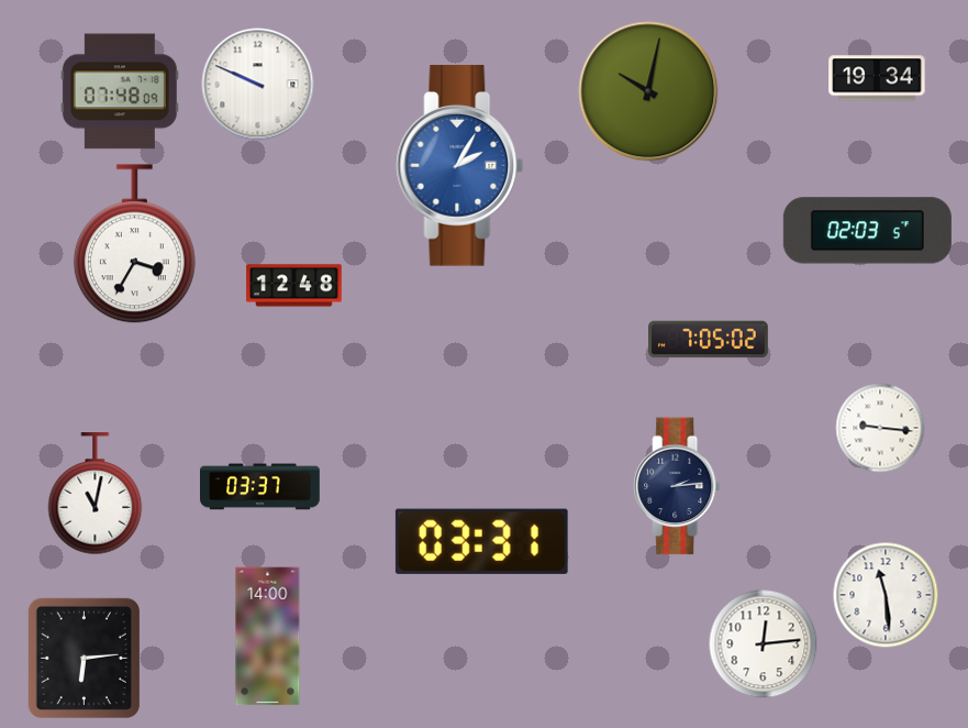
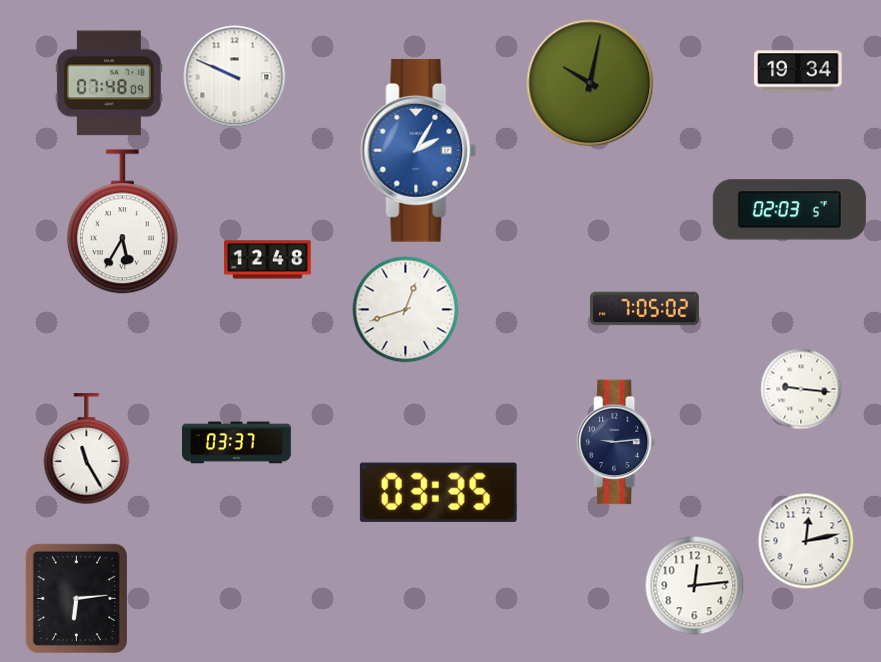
clock at (134, 244): 3:35 -> 5:35
clock at (406, 310): none -> 12:42
clock at (677, 486): 2:14 -> 9:14
clock at (96, 494): 11:02 -> 11:25
clock at (481, 541): 03:31 -> 03:35
clock at (886, 595): 11:29 -> 12:13
clock at (268, 637): 14:00 -> none
